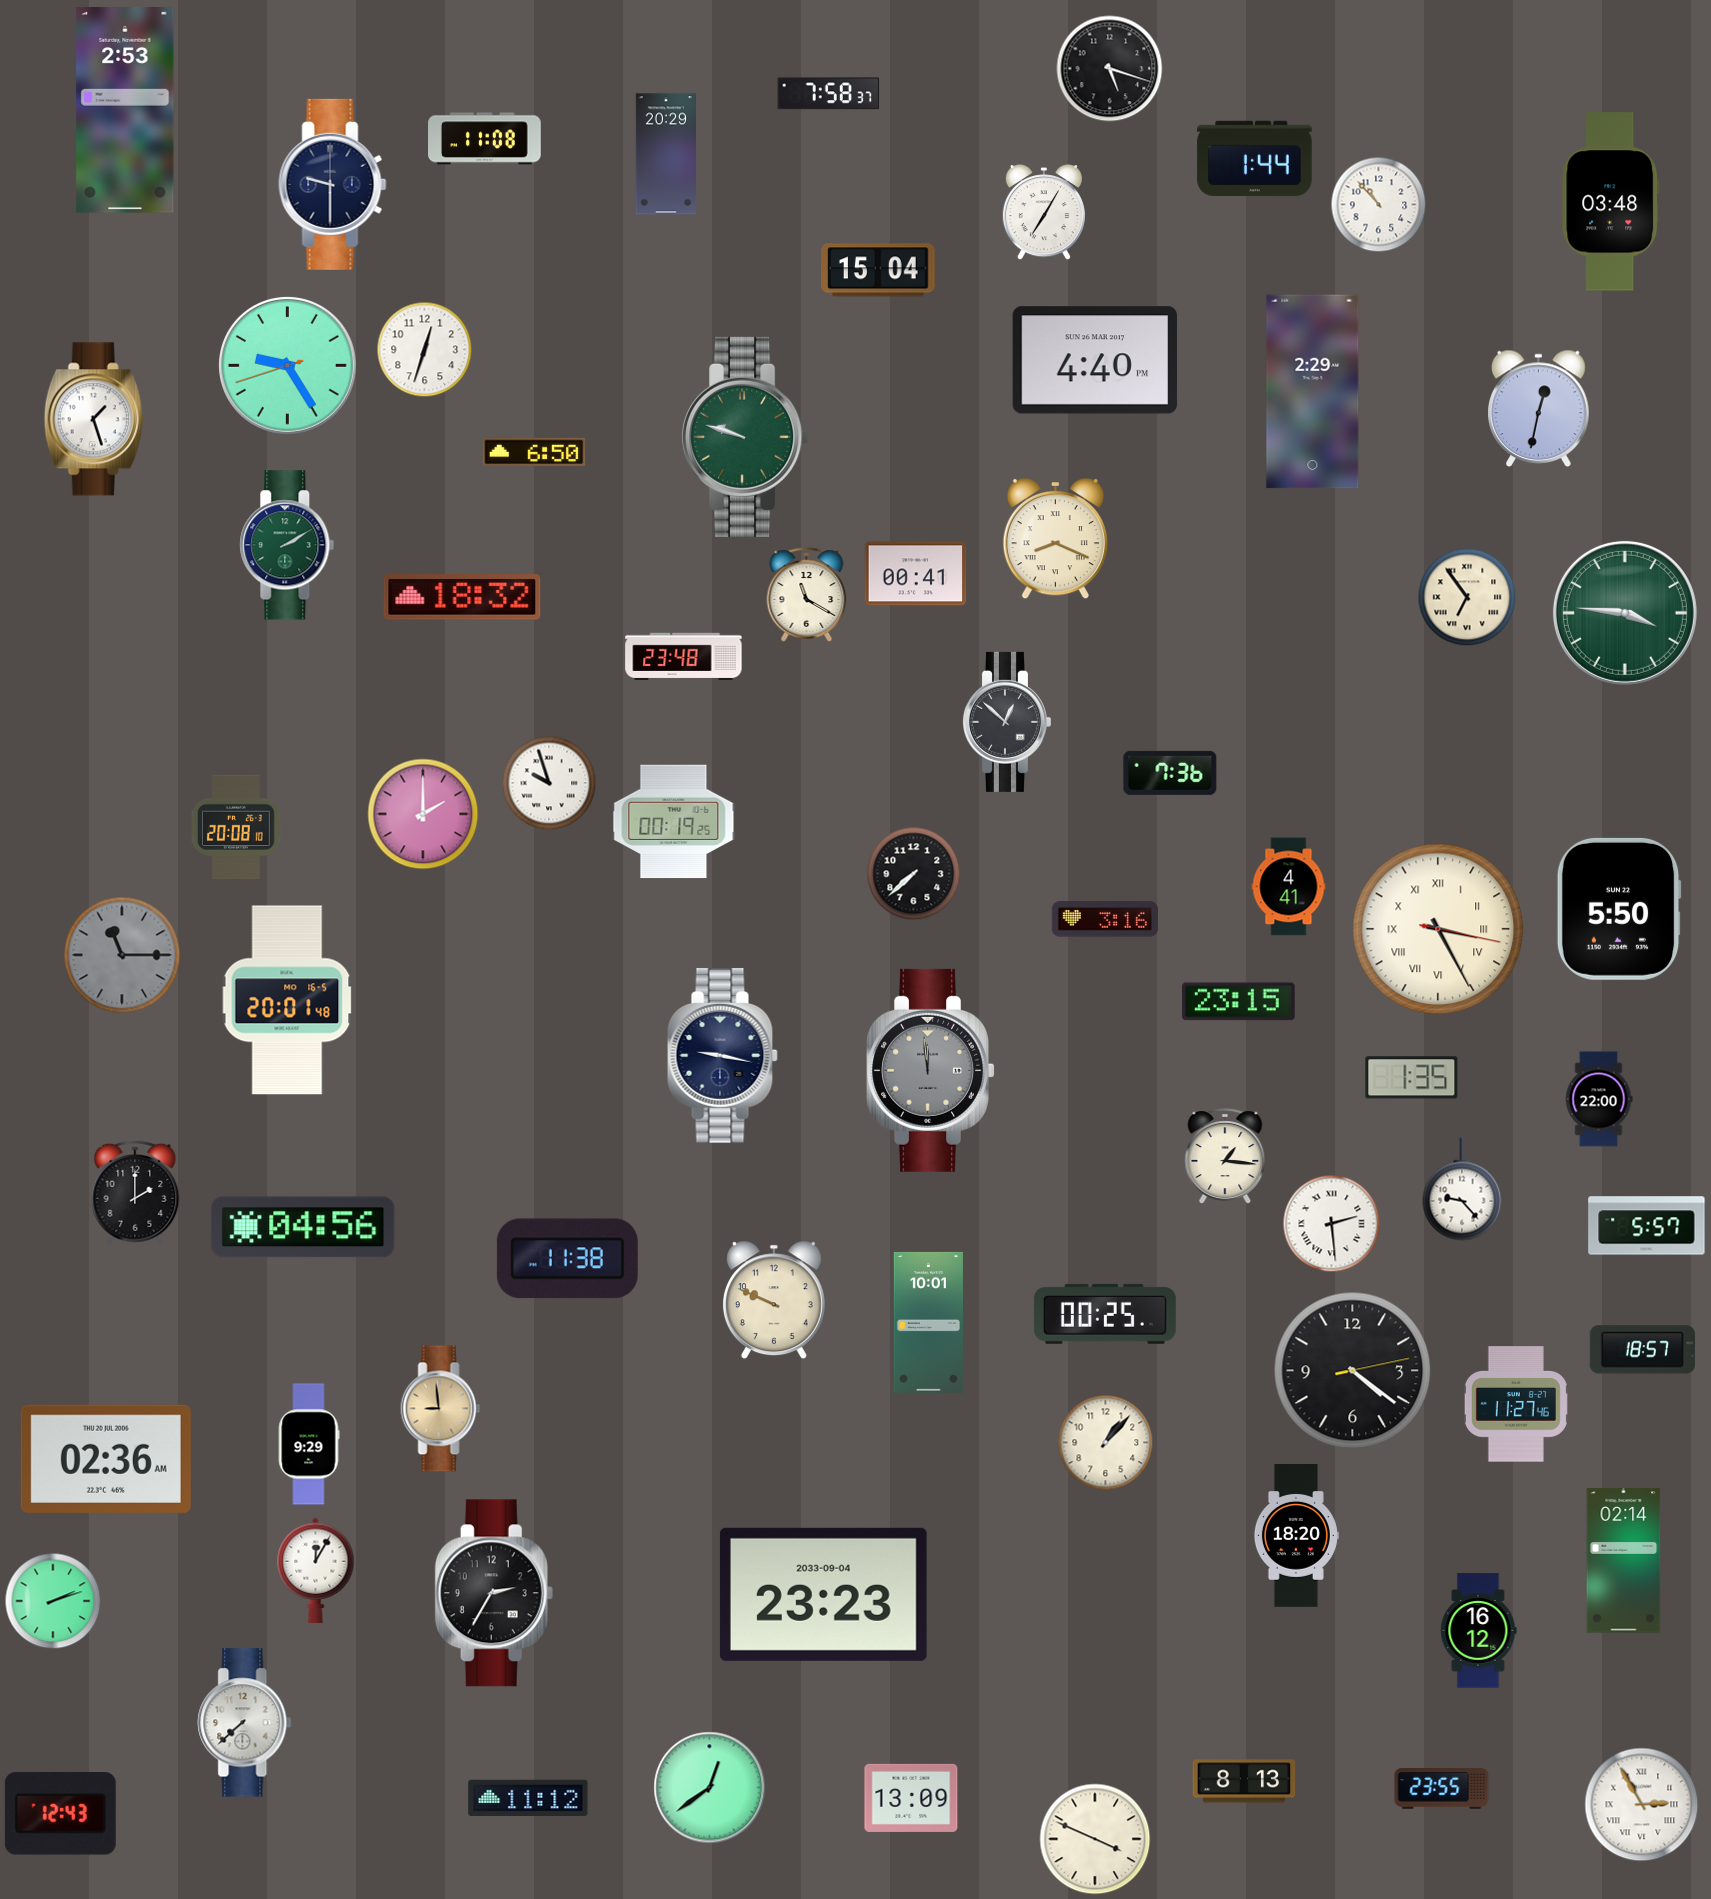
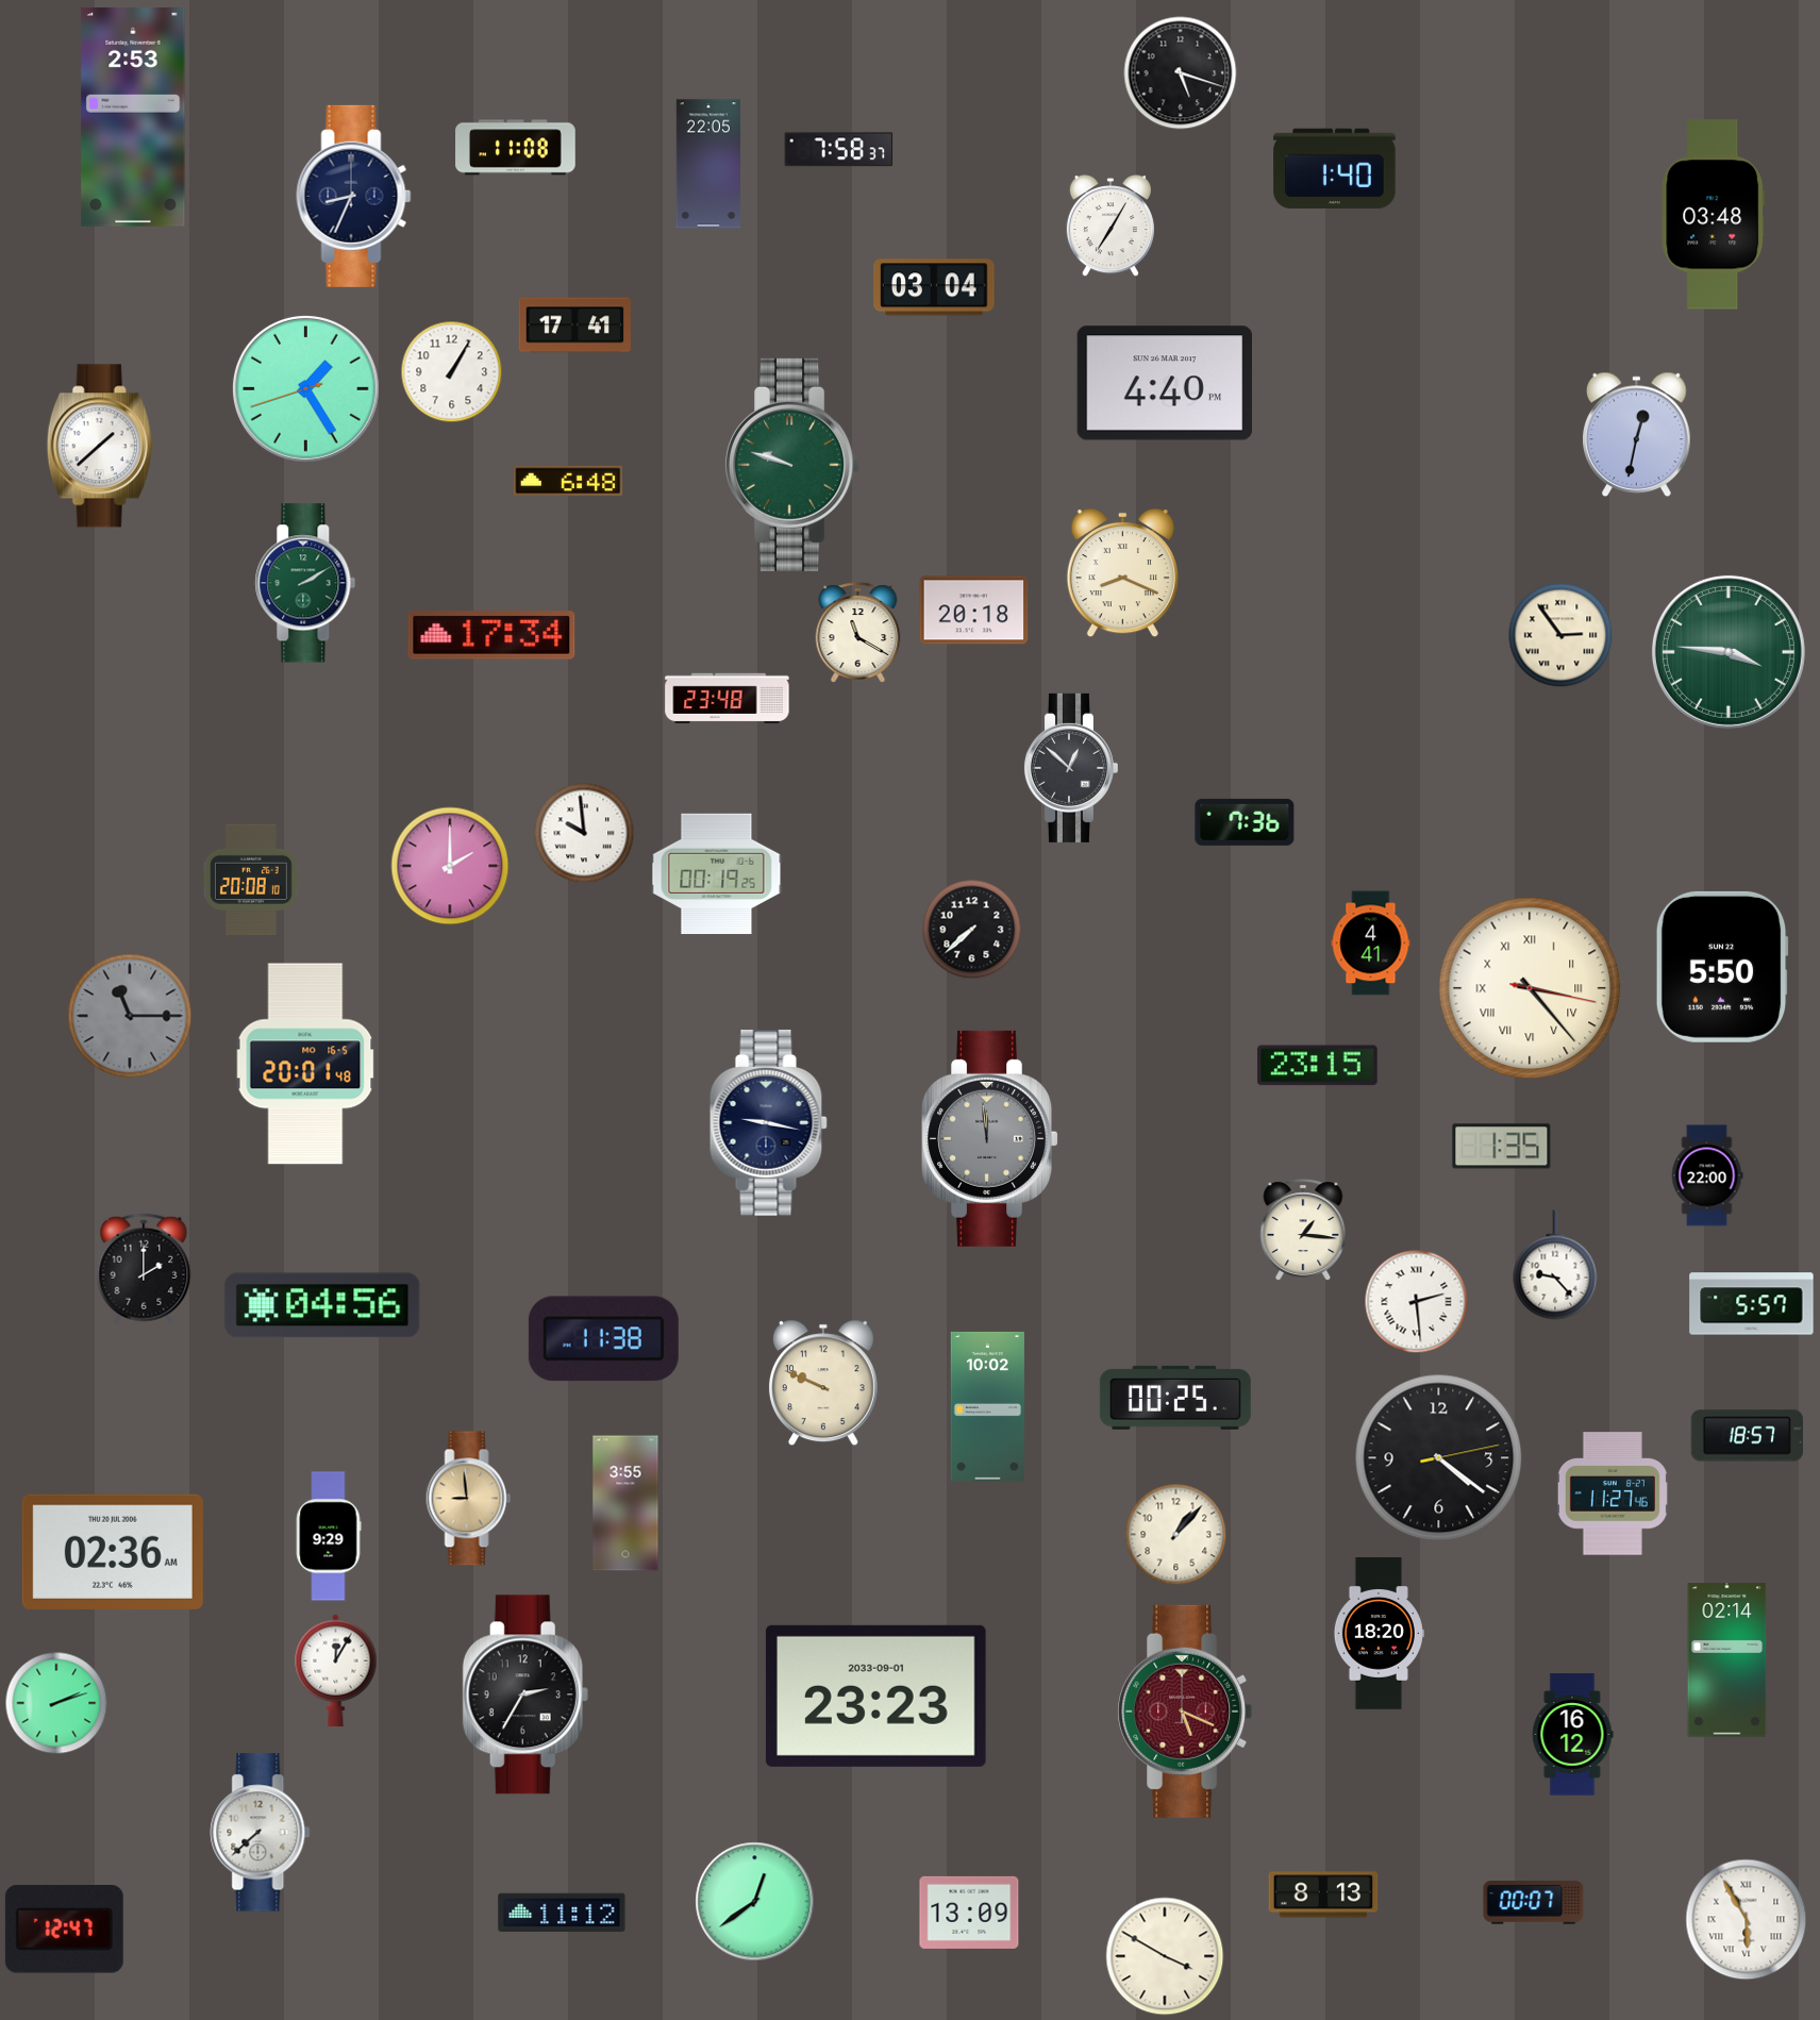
clock at (829, 94) position: (829, 94) -> (839, 150)
clock at (665, 154): 20:29 -> 22:05
clock at (1255, 159): 1:44 -> 1:40
clock at (333, 184): 9:30 -> 8:34
clock at (1379, 205): 10:53 -> none
clock at (878, 270): 15:04 -> 03:04
clock at (574, 325): none -> 17:41
clock at (425, 350): 12:33 -> 1:05
clock at (287, 365): 9:24 -> 1:24
clock at (1313, 392): 2:29 -> none
clock at (94, 419): 1:27 -> 1:38
clock at (534, 451): 6:50 -> 6:48
clock at (287, 545) position: (287, 545) -> (305, 583)
clock at (916, 574): 00:41 -> 20:18
clock at (462, 597): 18:32 -> 17:34
clock at (1467, 597): 6:54 -> 2:54
clock at (549, 783): 9:57 -> 9:59
clock at (1105, 919): 3:16 -> none
clock at (1438, 929): 3:25 -> 3:23
clock at (1599, 1099) position: (1599, 1099) -> (1707, 1175)
clock at (928, 1322): 10:01 -> 10:02
clock at (625, 1503): none -> 3:55
clock at (823, 1594) date: 2033-09-04 -> 2033-09-01
clock at (1185, 1712): none -> 5:19
clock at (1442, 1789): 23:55 -> 00:07
clock at (1642, 1805): 2:55 -> 5:55
clock at (60, 1814): 12:43 -> 12:47
clock at (1095, 1839): 3:49 -> 3:50
